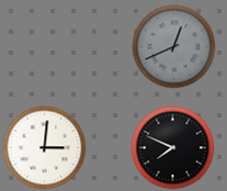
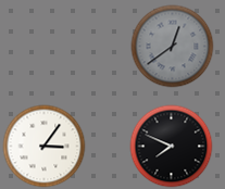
clock at (174, 47): 12:41 -> 12:39
clock at (45, 148): 3:01 -> 3:06
